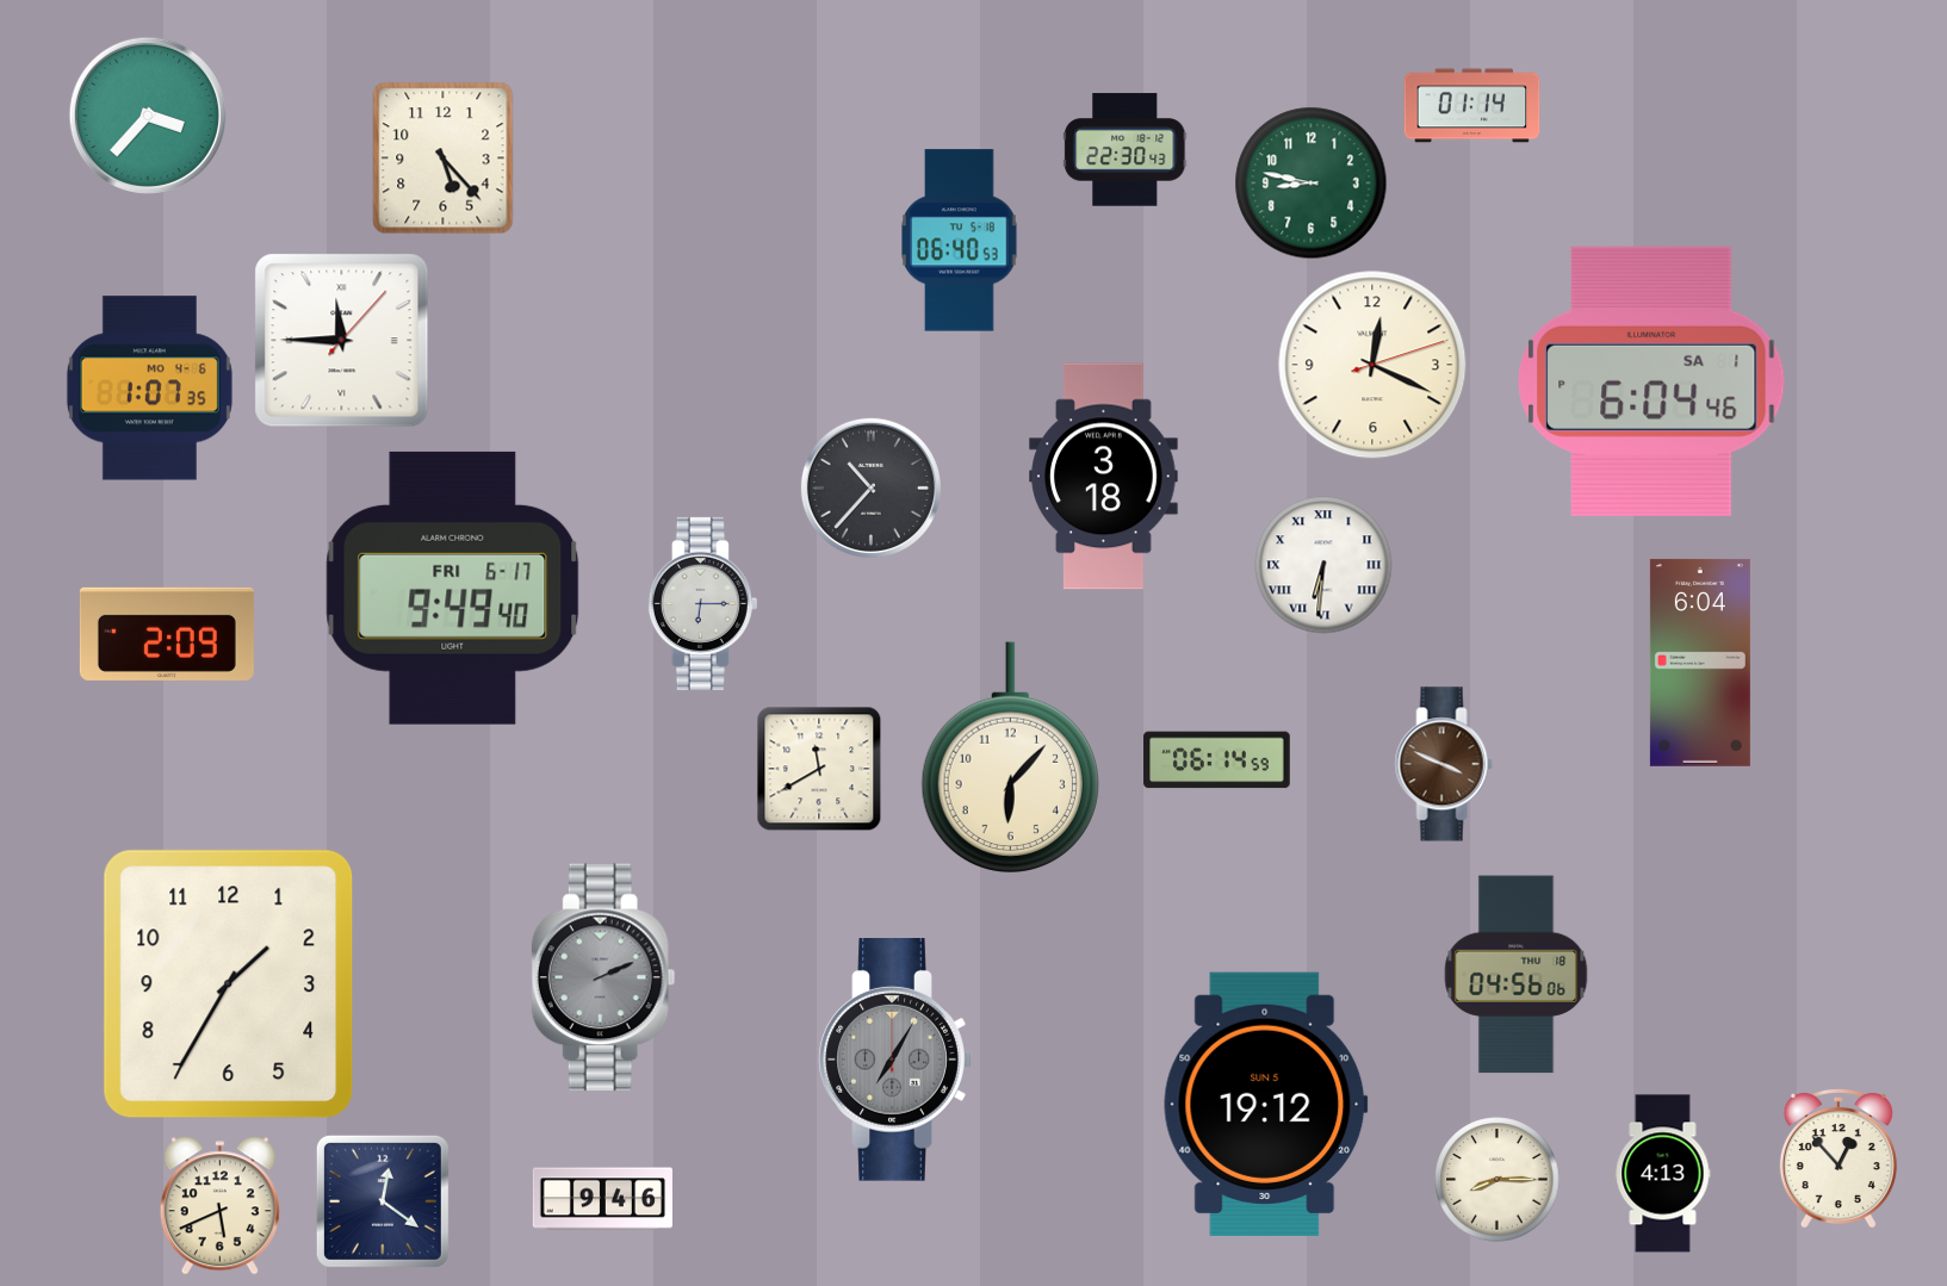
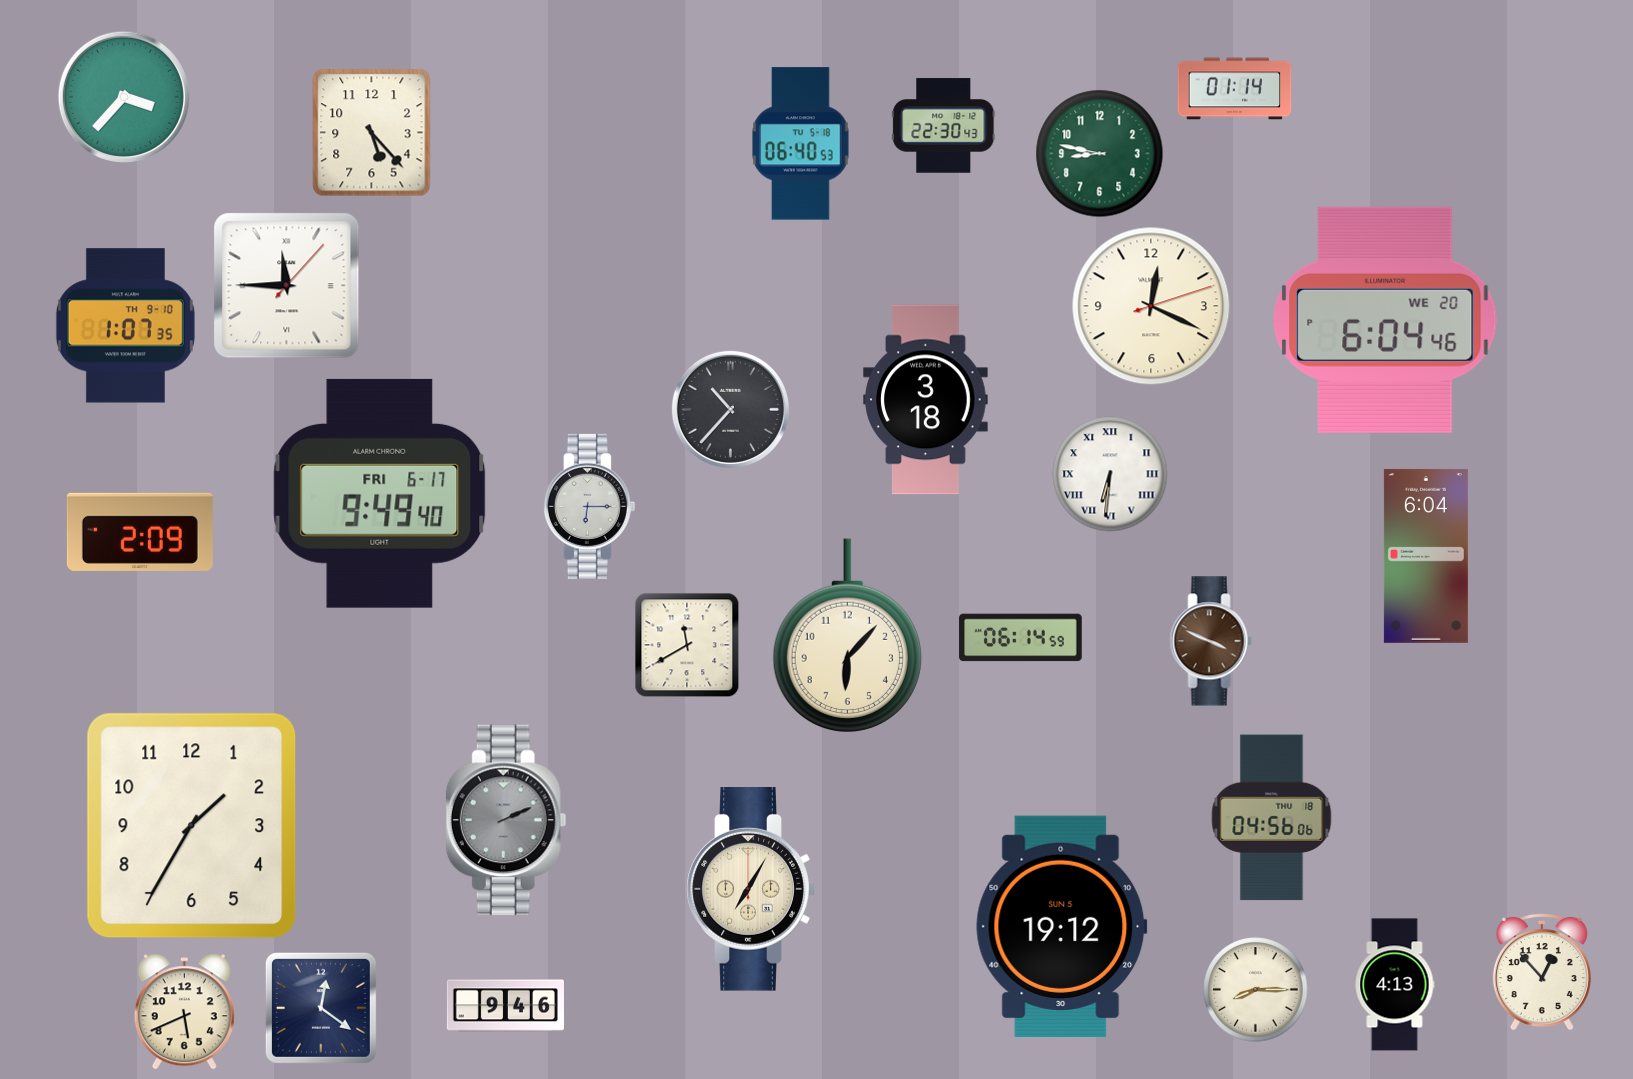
clock at (960, 241) position: (960, 241) -> (801, 144)
clock at (1651, 381) date: SA 1 -> WE 20
clock at (149, 389) date: MO 4-6 -> TH 9-10
clock at (895, 1061) dial: grey -> cream
